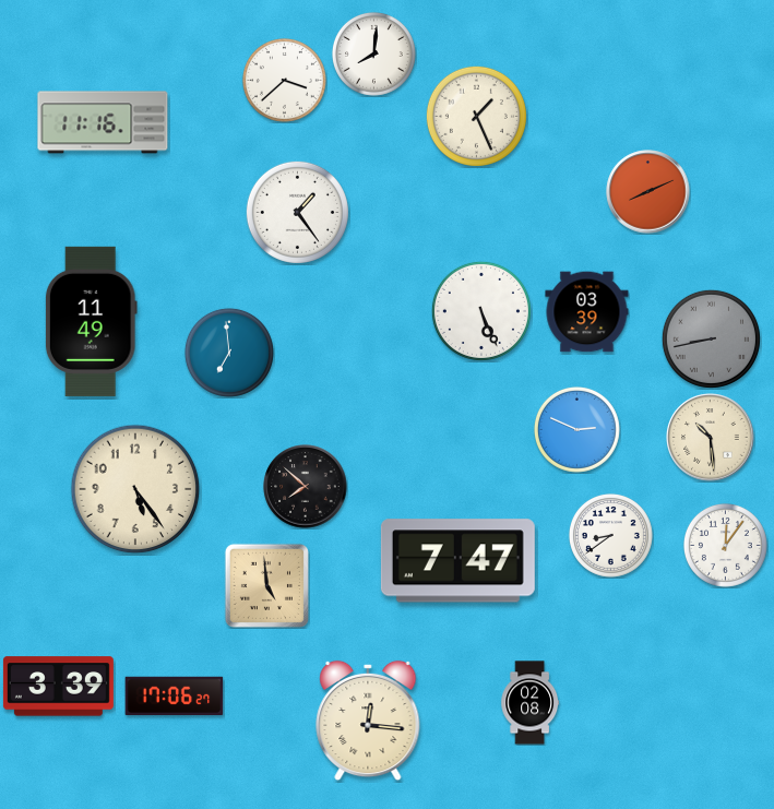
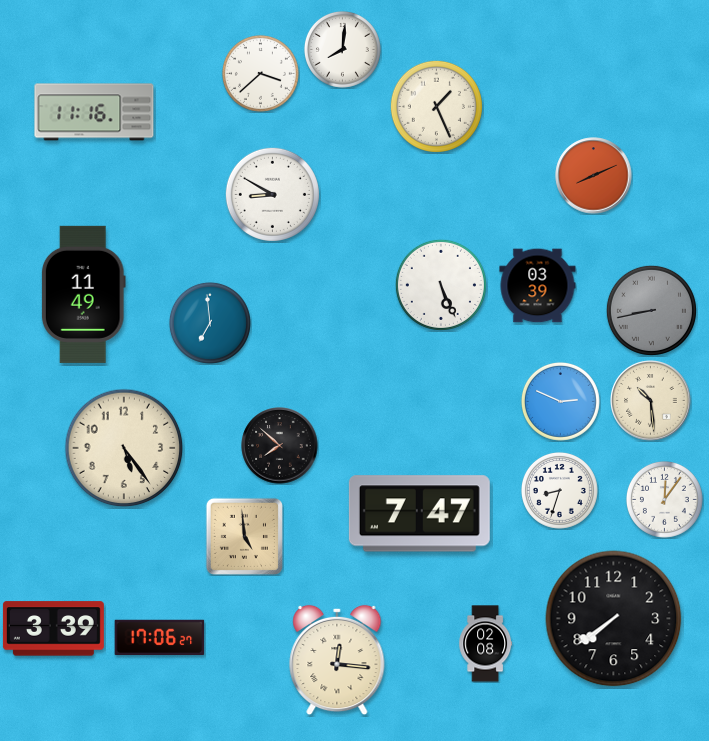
clock at (297, 212): 1:24 -> 8:50
clock at (576, 429) position: (576, 429) -> (560, 401)
clock at (610, 535): 8:39 -> 8:33
clock at (614, 619): none -> 7:39
